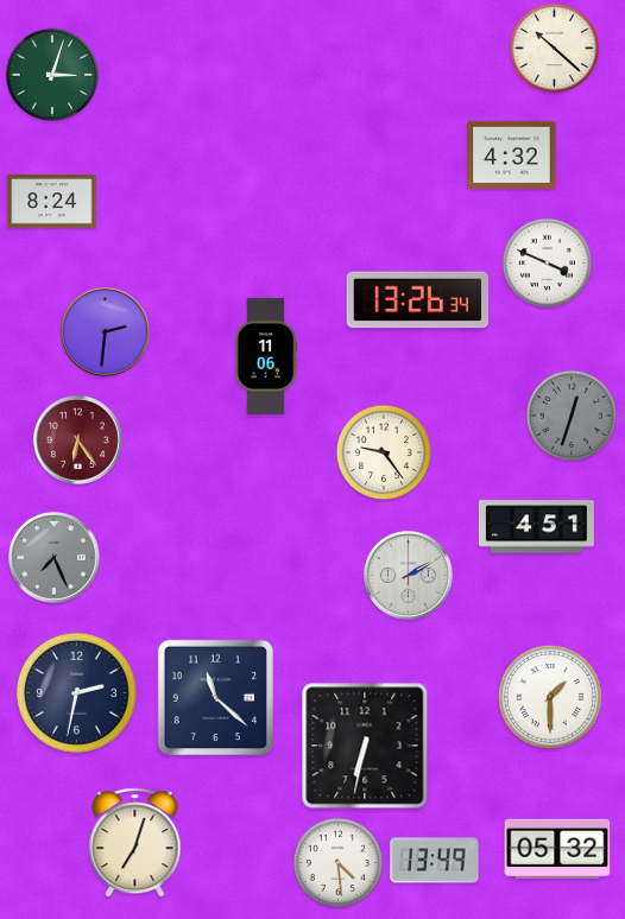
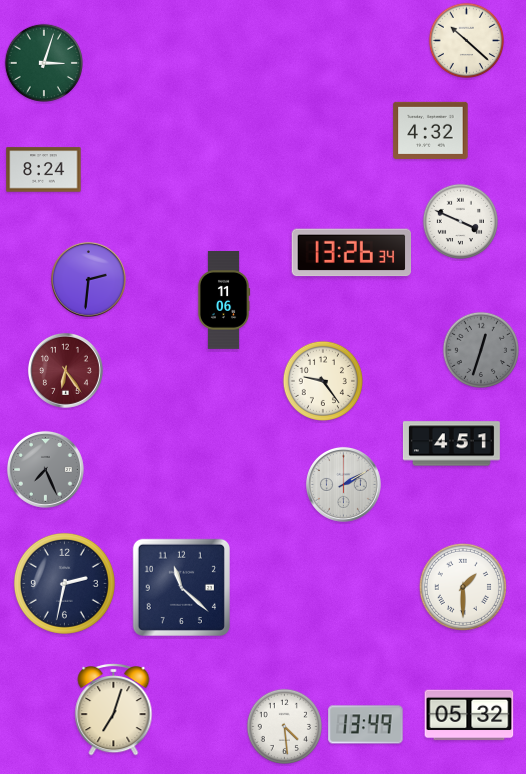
clock at (365, 746): 6:32 -> none
